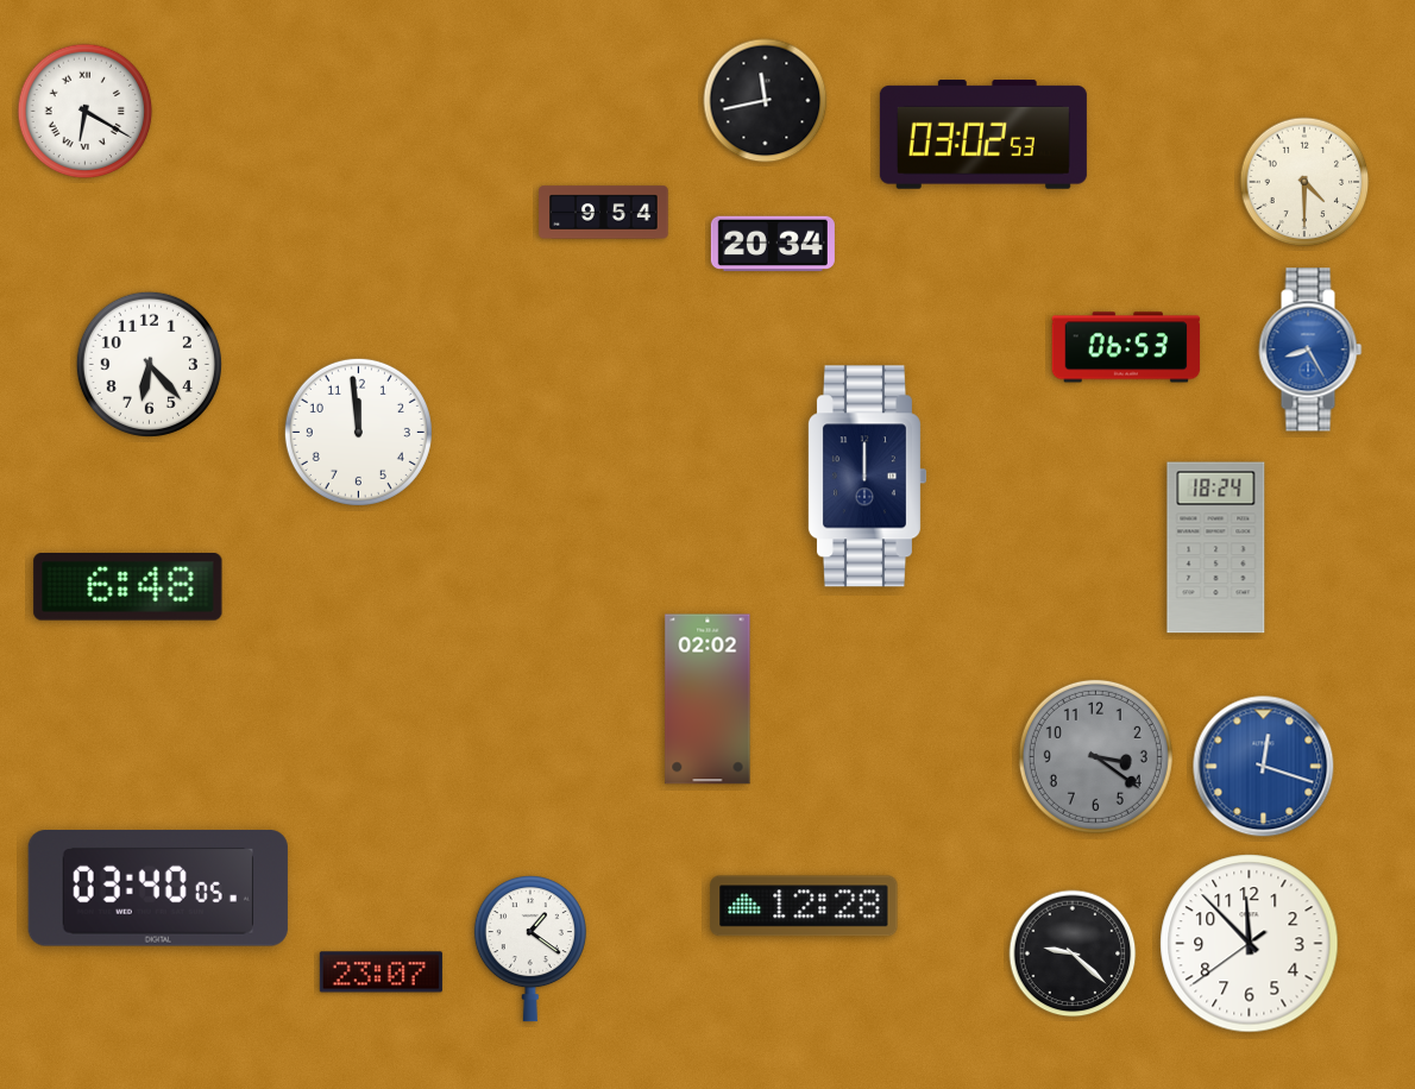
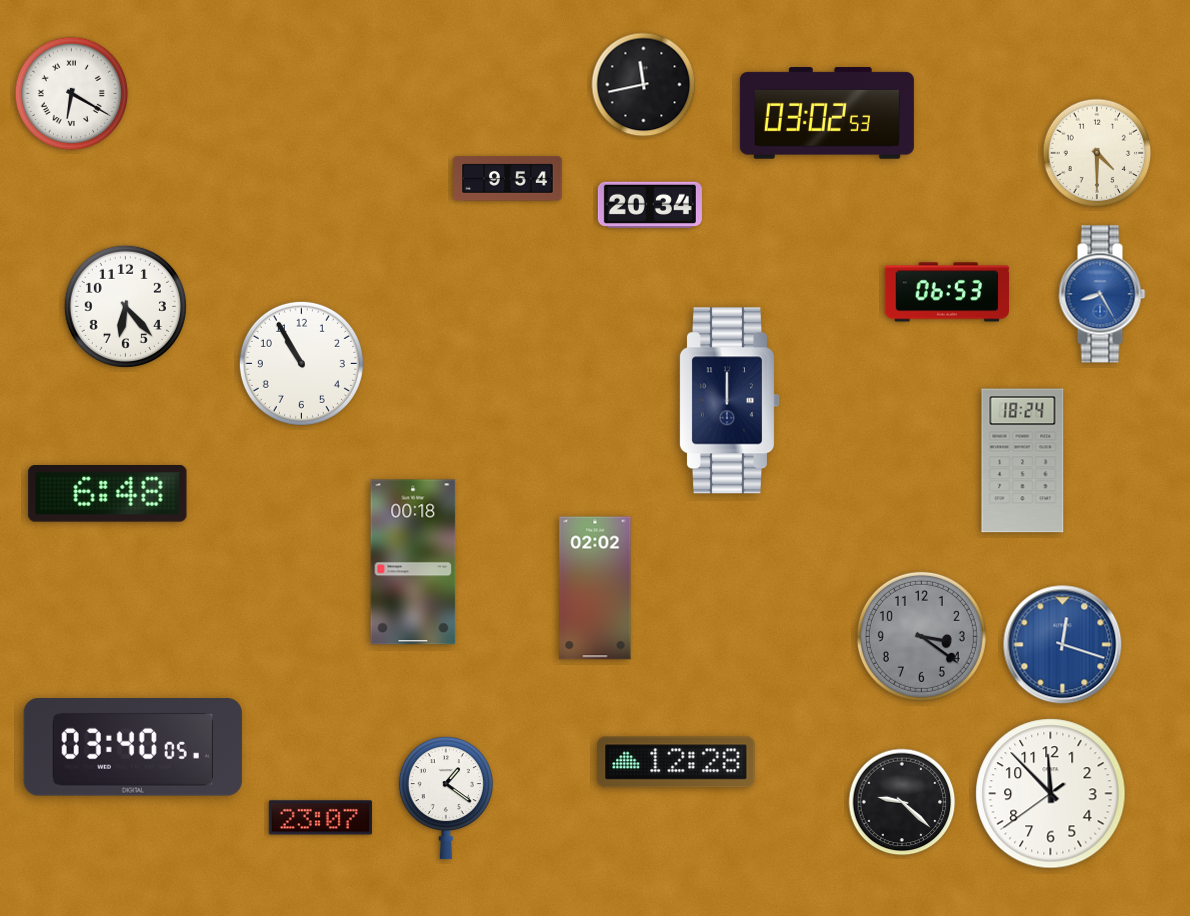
clock at (358, 432): 11:59 -> 10:55
clock at (413, 562): none -> 00:18
